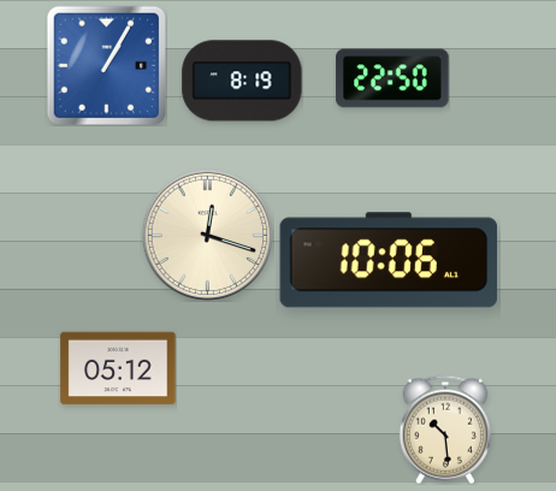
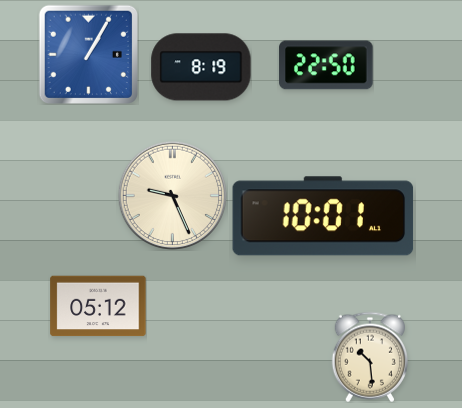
clock at (207, 235): 12:18 -> 9:26
clock at (389, 260): 10:06 -> 10:01
